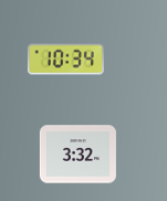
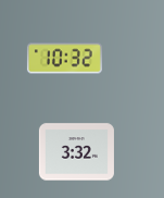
clock at (65, 60): 10:34 -> 10:32
